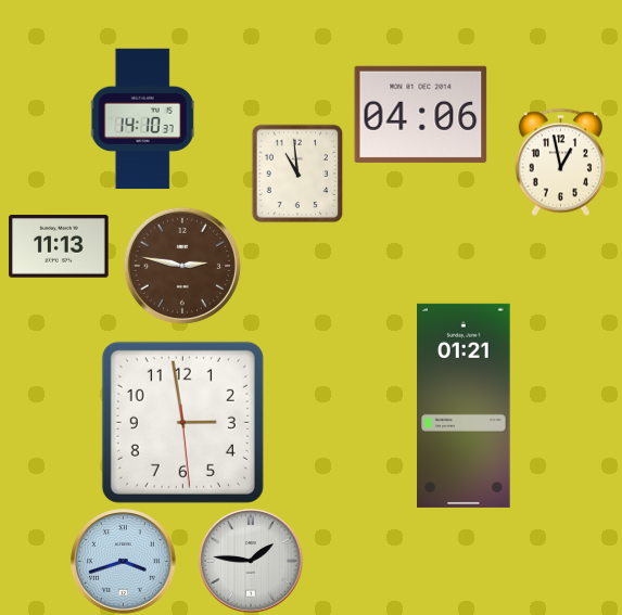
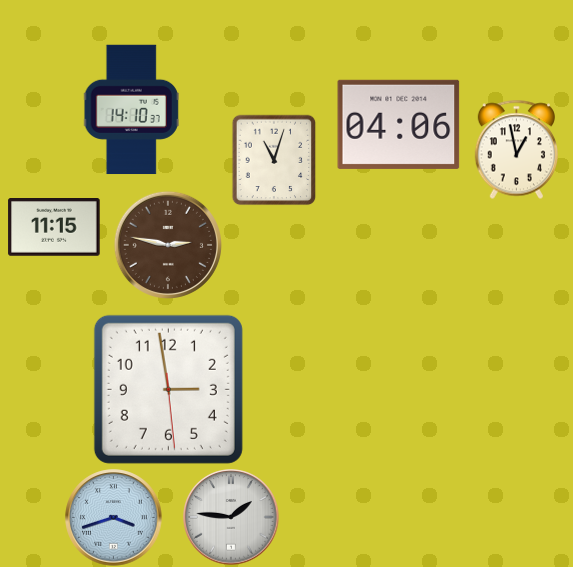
clock at (421, 114) position: (421, 114) -> (399, 124)
clock at (297, 174): 10:59 -> 11:03
clock at (59, 247): 11:13 -> 11:15
clock at (464, 406): 01:21 -> none
